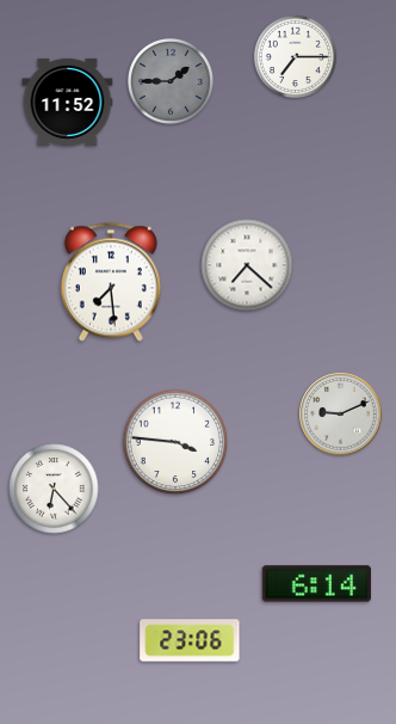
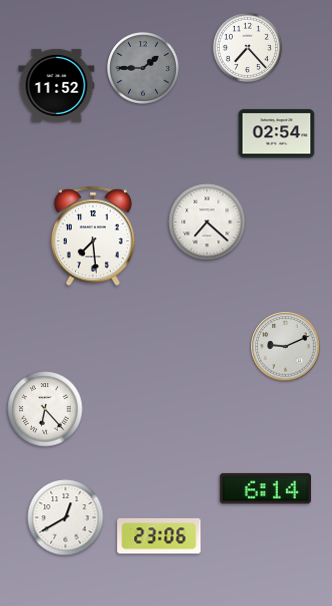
clock at (295, 56): 7:15 -> 7:23
clock at (277, 134): none -> 02:54
clock at (175, 442): 3:46 -> none
clock at (66, 518): none -> 12:40
